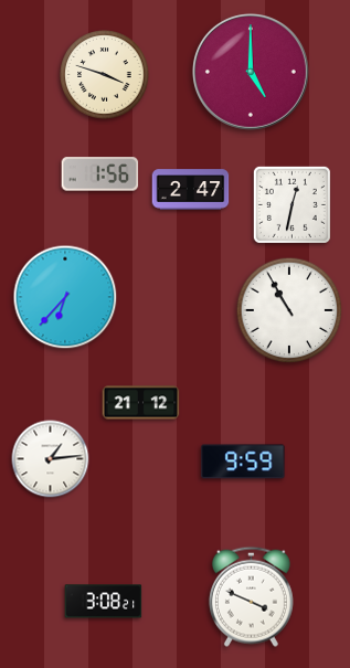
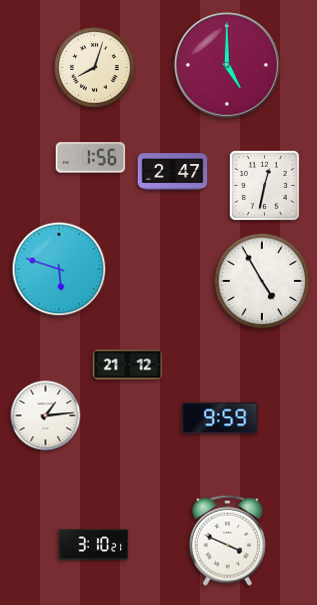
clock at (105, 75): 3:48 -> 8:03
clock at (65, 297): 6:37 -> 5:48
clock at (289, 310): 10:55 -> 4:55
clock at (104, 602): 3:08 -> 3:10
